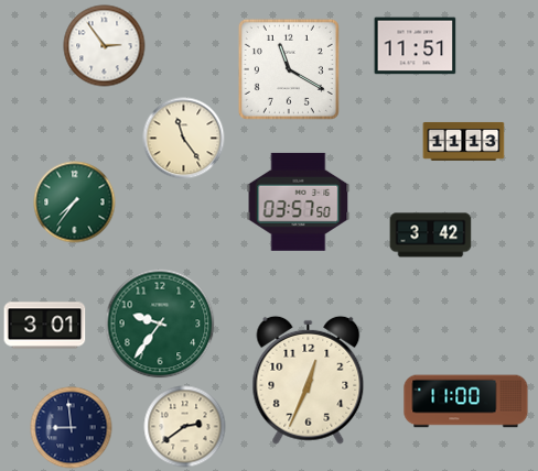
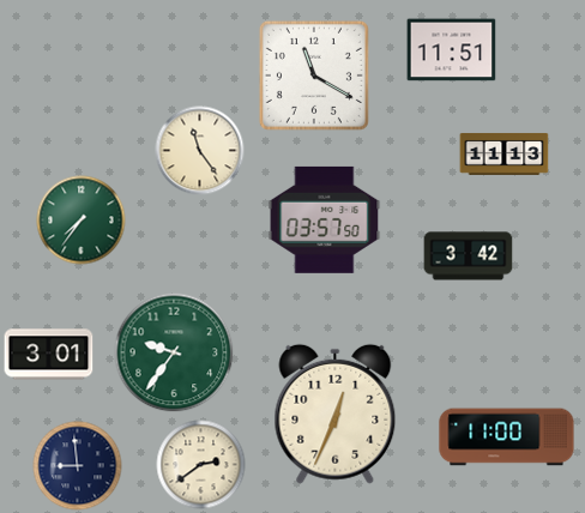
clock at (105, 46): 2:54 -> none
